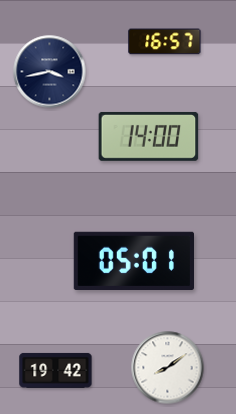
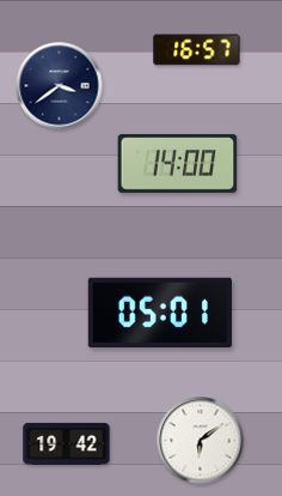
clock at (50, 72): 3:43 -> 3:39
clock at (168, 368): 8:09 -> 6:09
